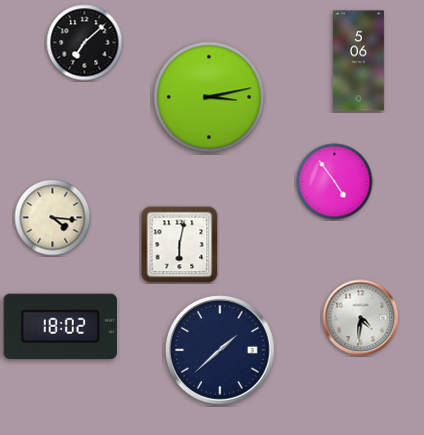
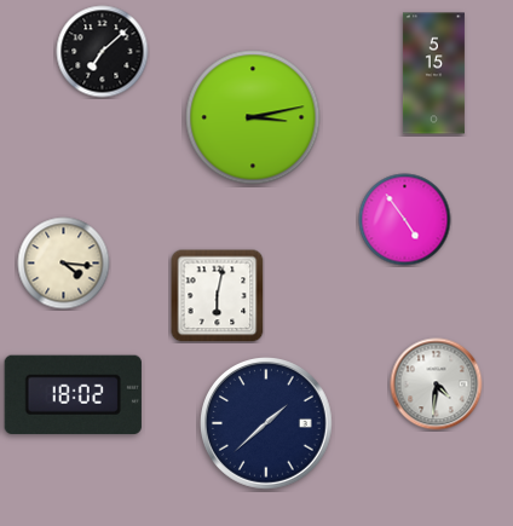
clock at (358, 61): 5:06 -> 5:15
